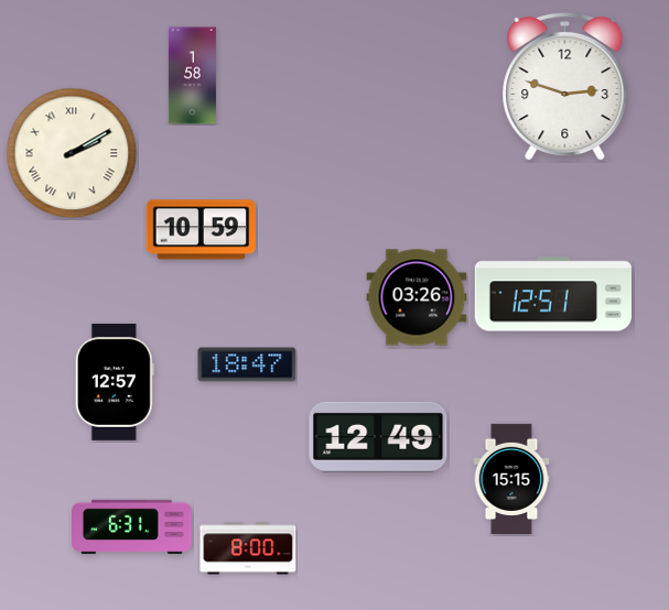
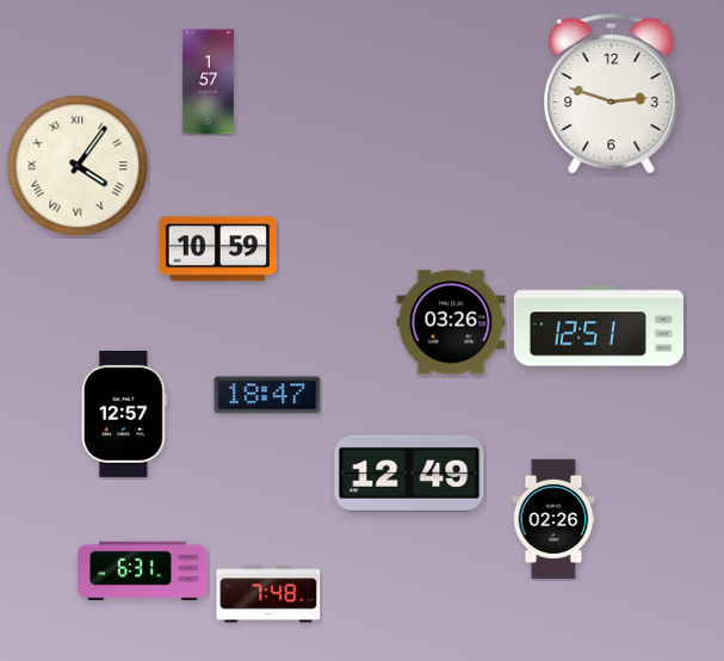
clock at (192, 76): 1:58 -> 1:57
clock at (72, 153): 2:10 -> 4:06
clock at (553, 294) position: (553, 294) -> (599, 326)
clock at (511, 478): 15:15 -> 02:26
clock at (248, 548): 8:00 -> 7:48
